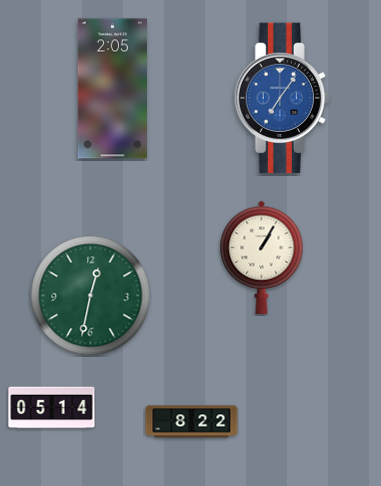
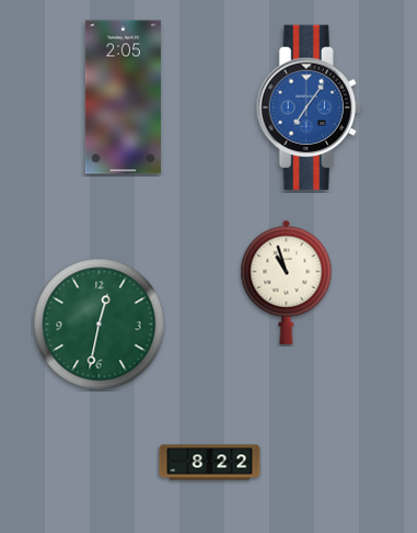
clock at (262, 257): 1:05 -> 10:57
clock at (52, 408): 05:14 -> none
